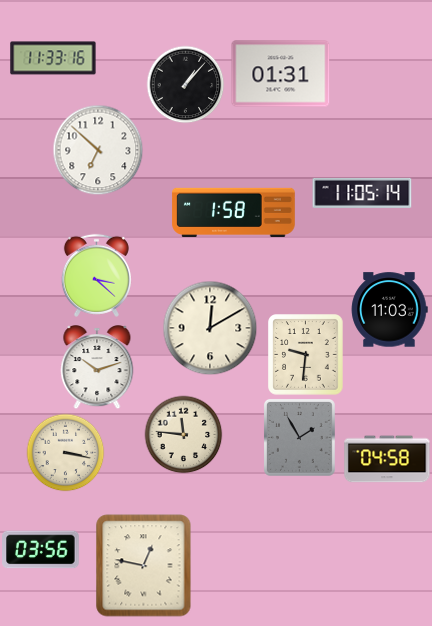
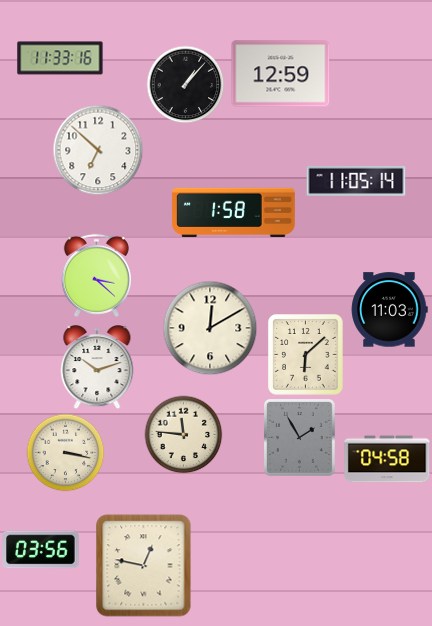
clock at (53, 58) position: (53, 58) -> (60, 58)
clock at (281, 74): 01:31 -> 12:59
clock at (362, 193) position: (362, 193) -> (356, 181)
clock at (306, 355): 9:31 -> 6:08
